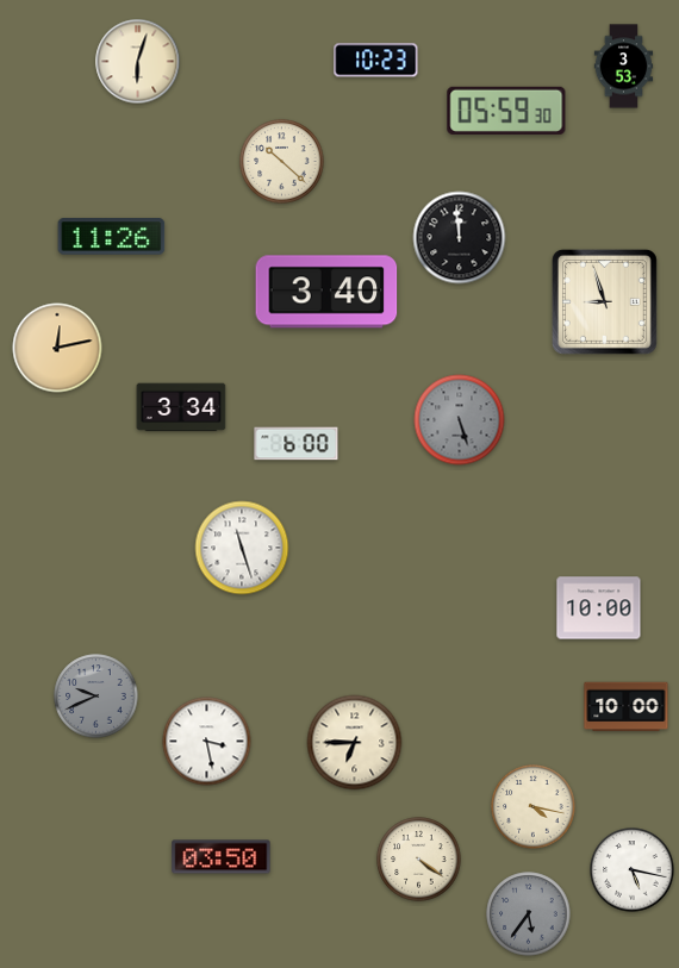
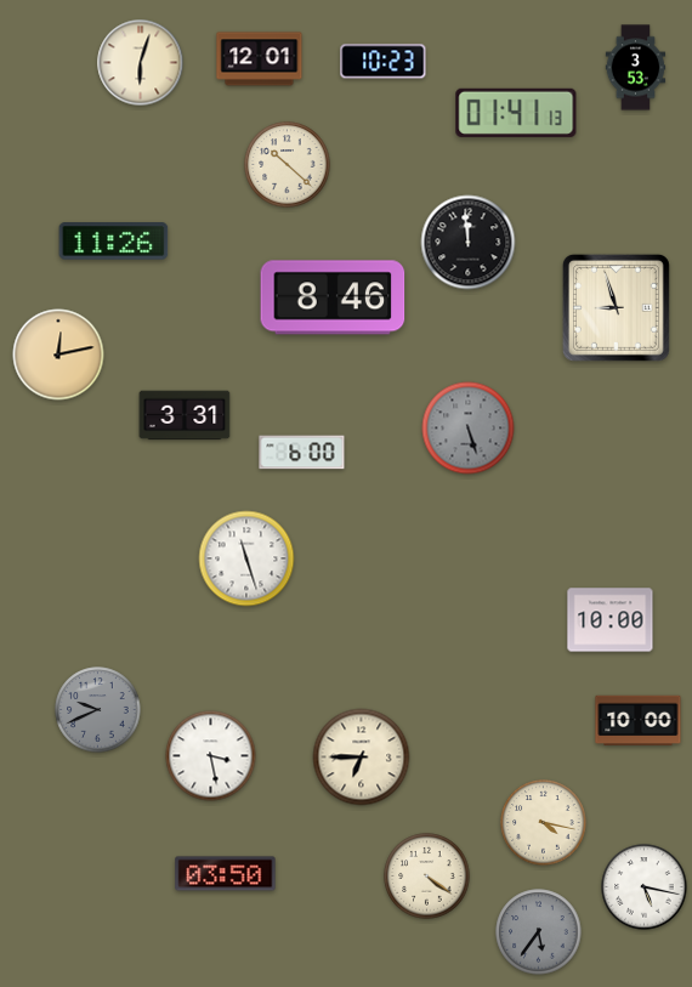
clock at (260, 59): none -> 12:01
clock at (506, 111): 05:59 -> 01:41
clock at (326, 292): 3:40 -> 8:46
clock at (181, 407): 3:34 -> 3:31
